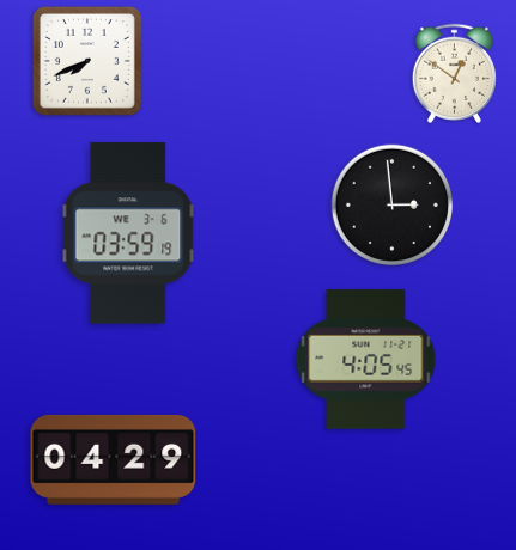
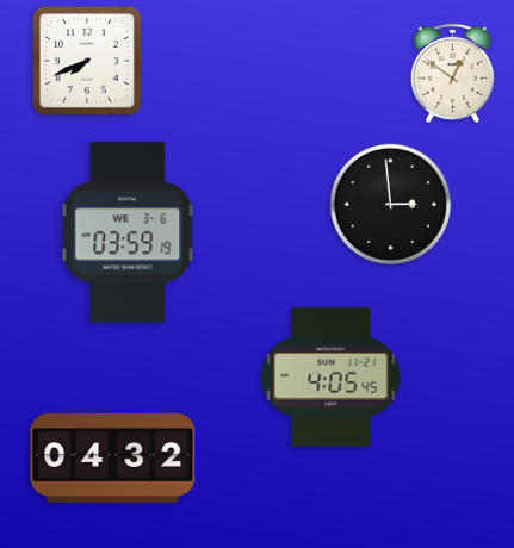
clock at (366, 360) position: (366, 360) -> (332, 378)
clock at (114, 459): 04:29 -> 04:32
